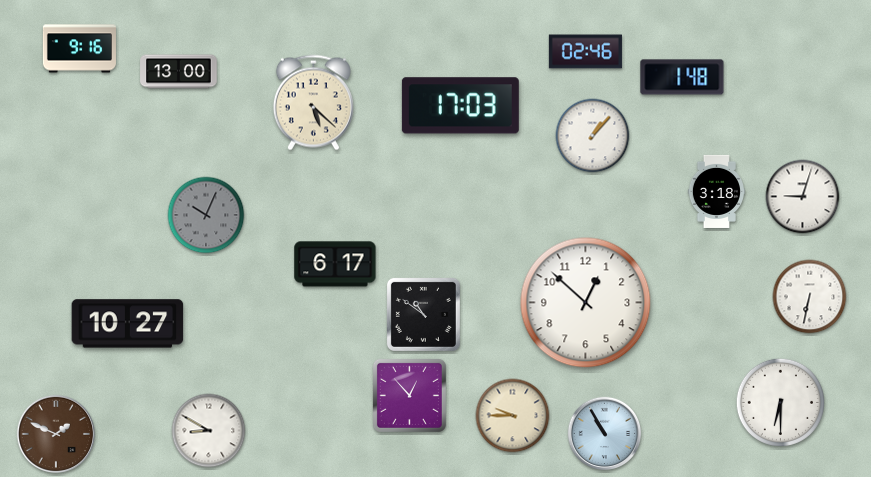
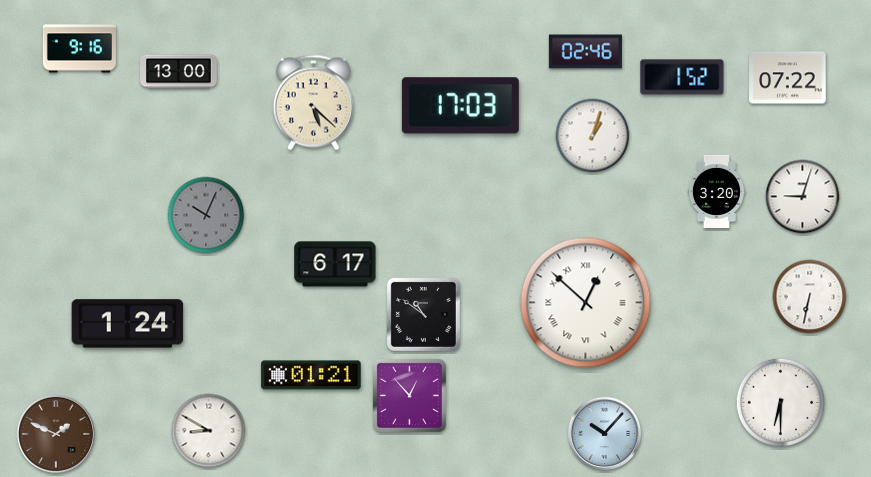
clock at (682, 77): 1:48 -> 1:52
clock at (788, 78): none -> 07:22
clock at (593, 136): 1:07 -> 1:03
clock at (716, 191): 3:18 -> 3:20
clock at (586, 303) numerals: Arabic -> Roman
clock at (128, 324): 10:27 -> 1:24
clock at (311, 375): none -> 01:21
clock at (513, 416): 9:45 -> none
clock at (605, 434): 10:55 -> 10:07
